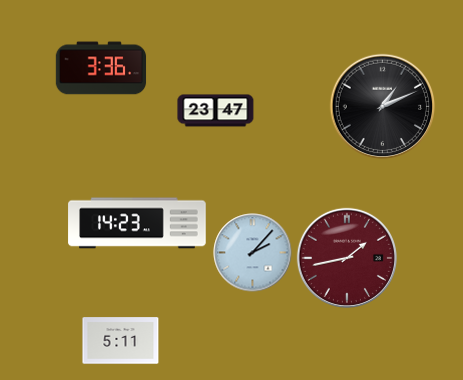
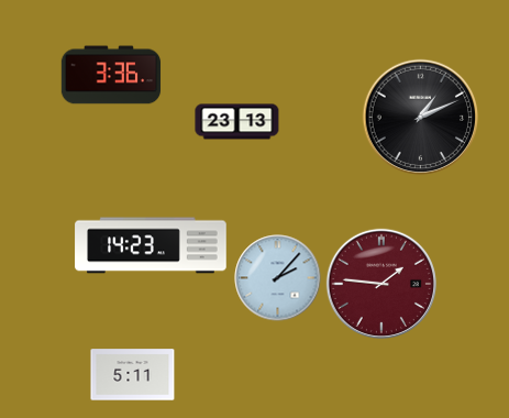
clock at (216, 111): 23:47 -> 23:13
clock at (347, 258): 1:43 -> 1:46
